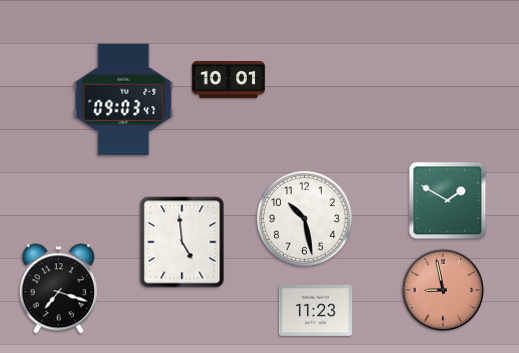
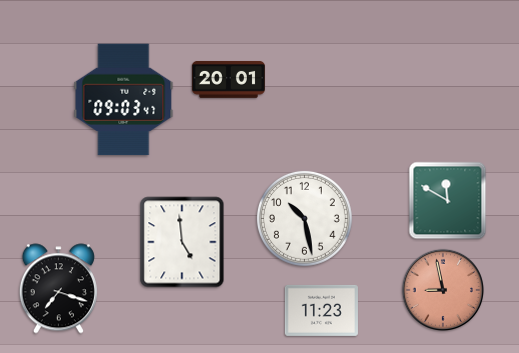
clock at (228, 79): 10:01 -> 20:01
clock at (448, 201): 1:50 -> 11:50
clock at (315, 310) position: (315, 310) -> (321, 310)
